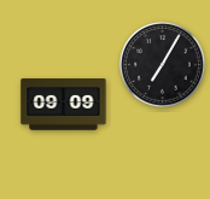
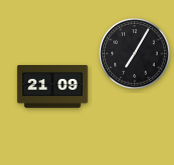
clock at (64, 105): 09:09 -> 21:09
